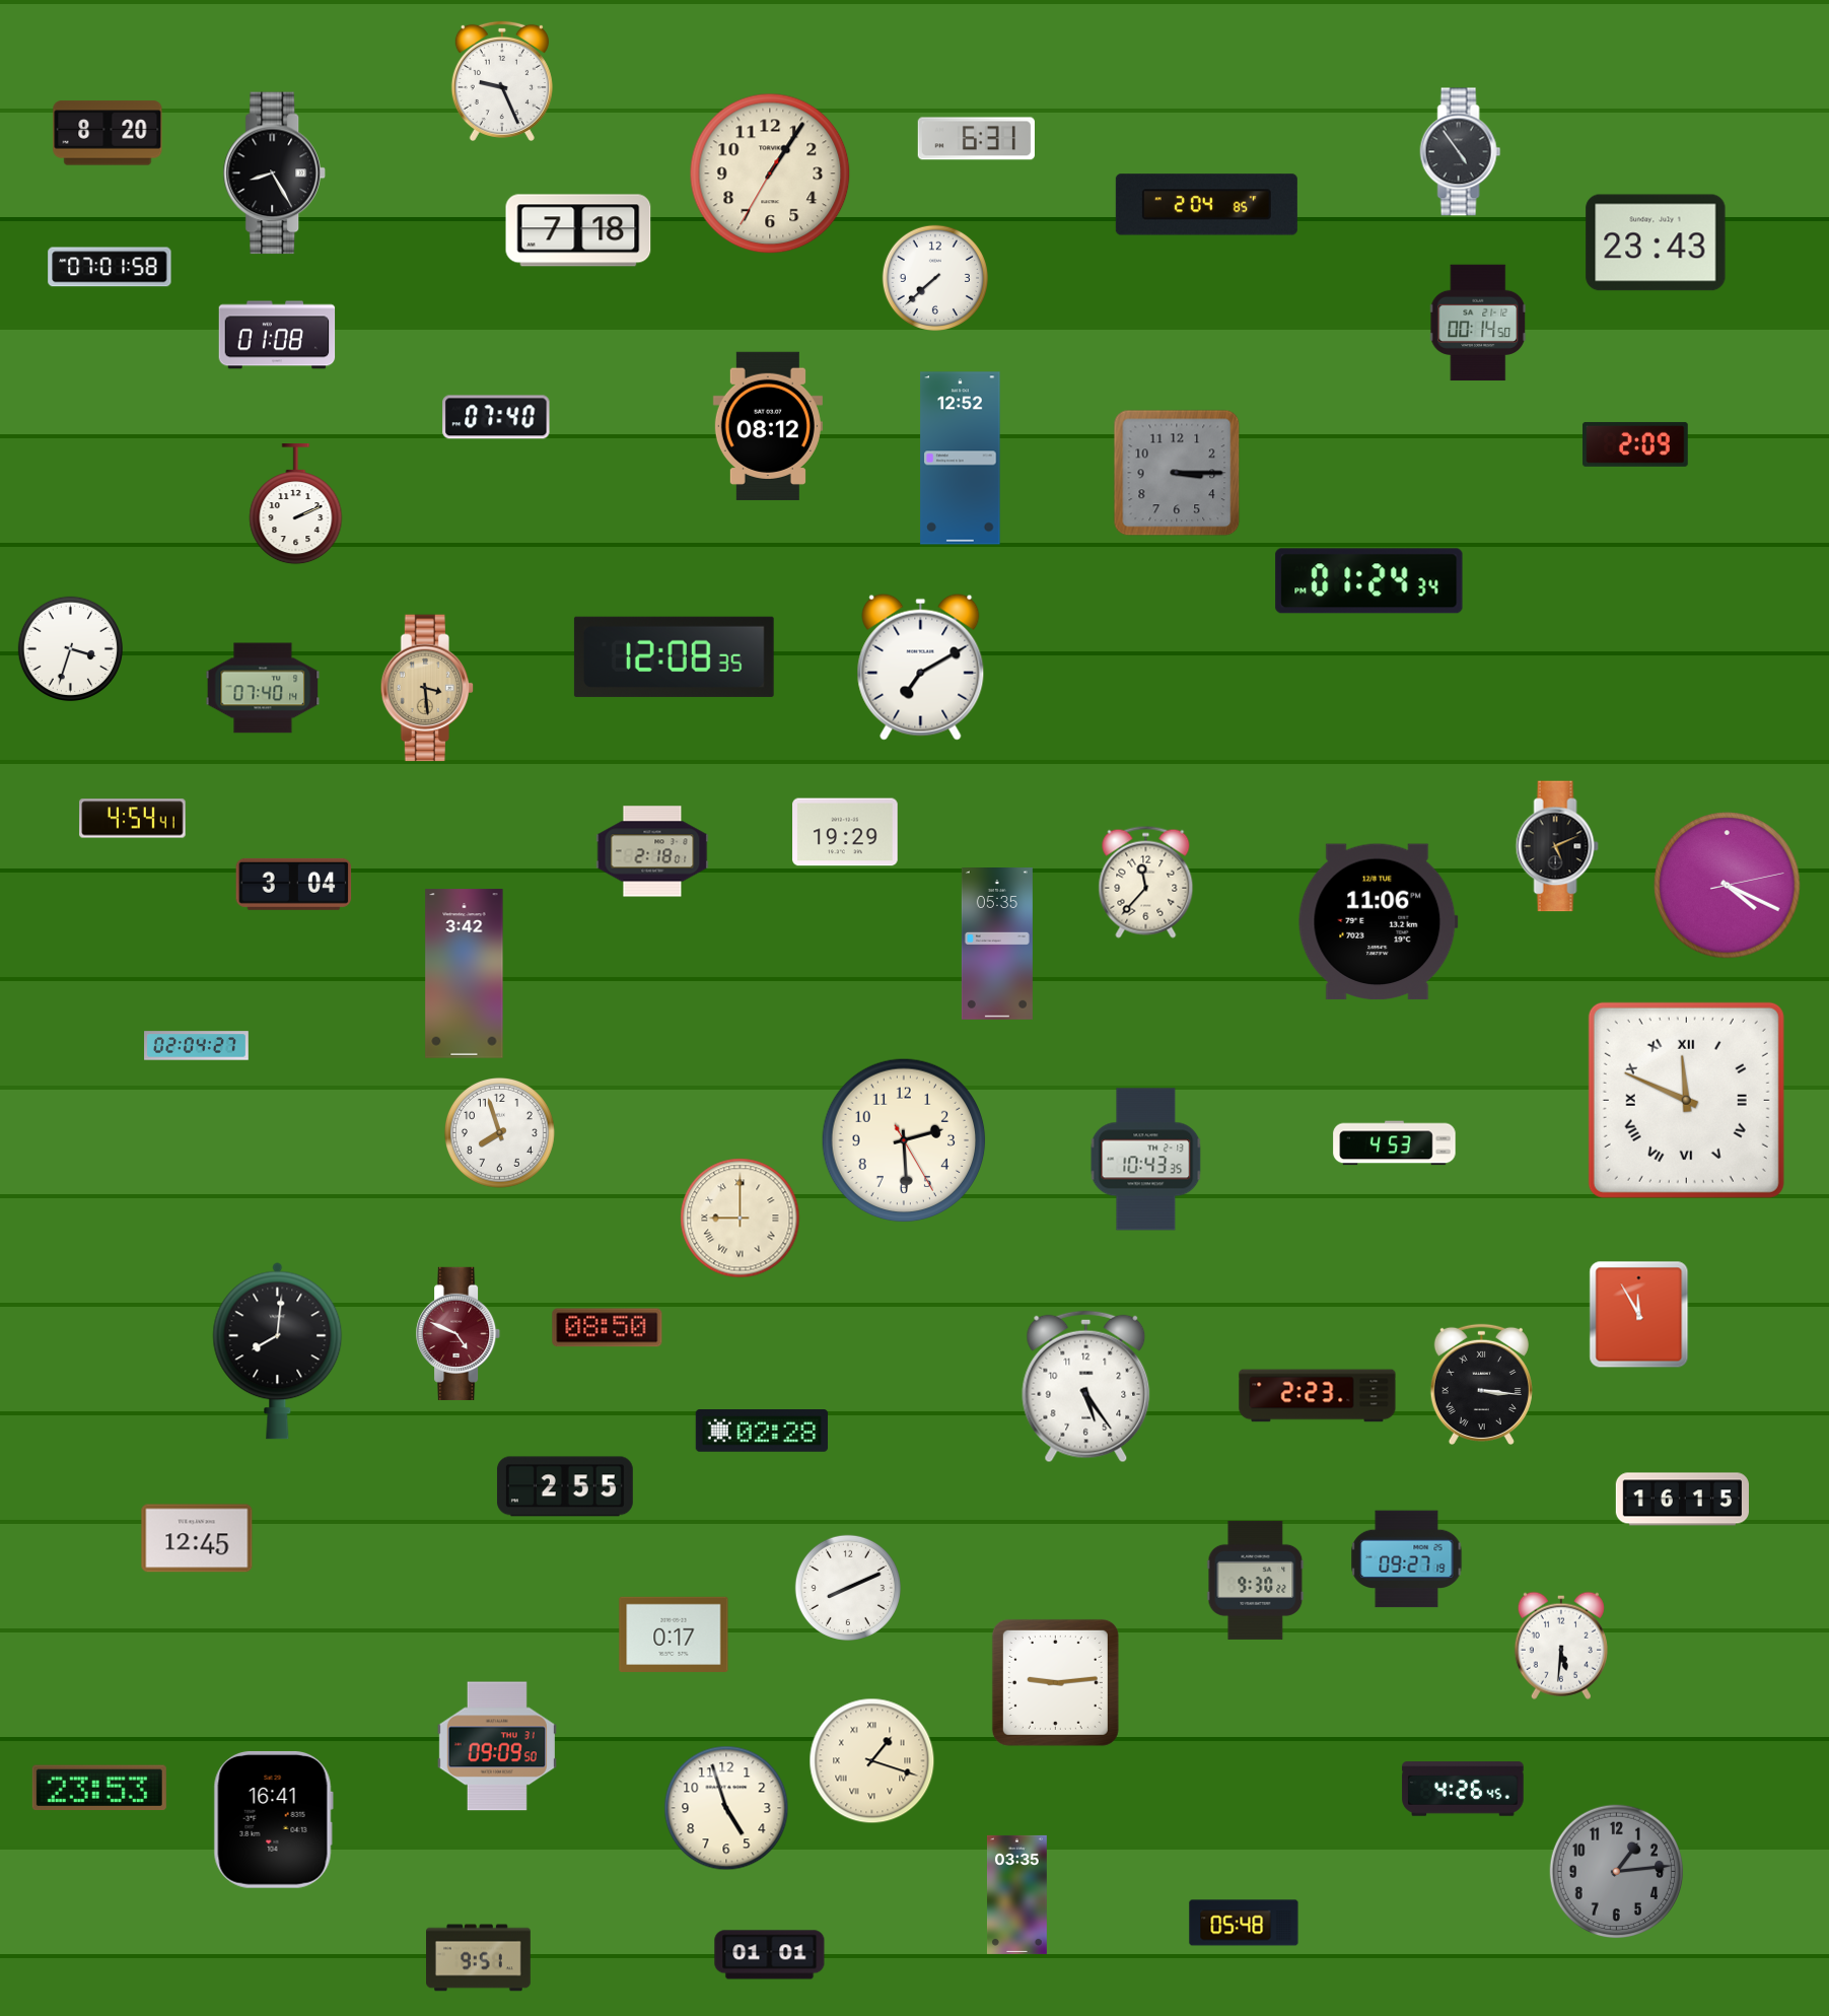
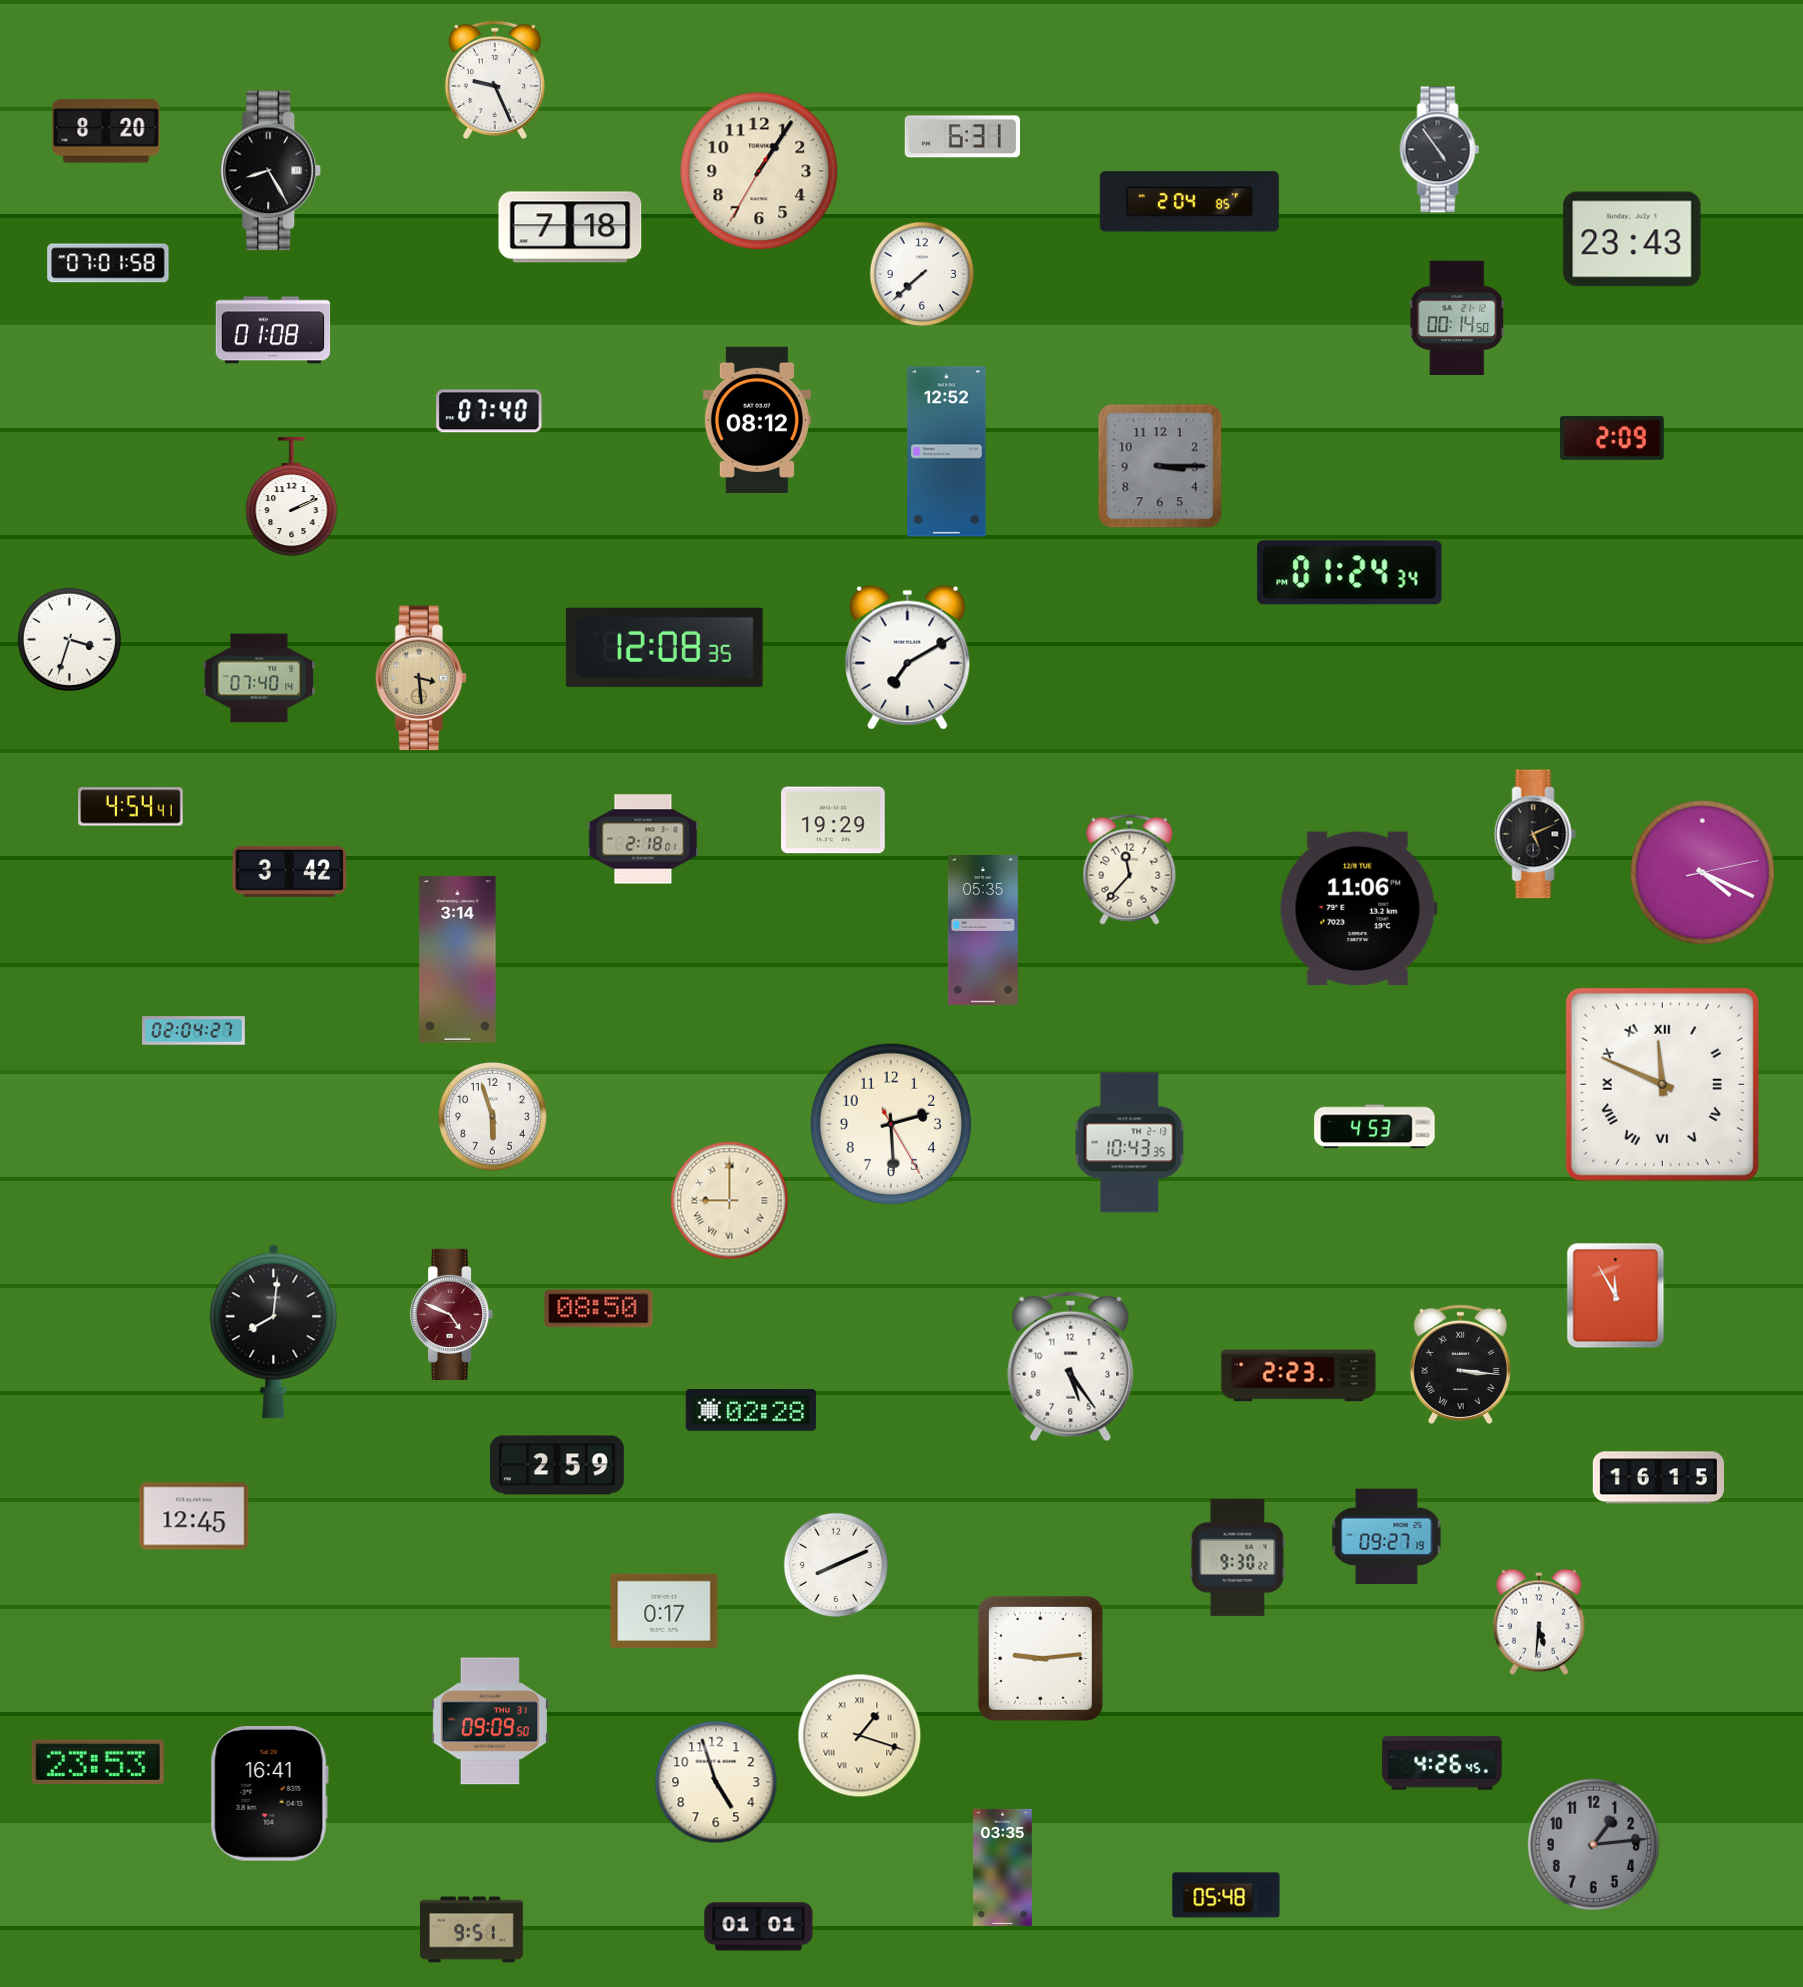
clock at (294, 884): 3:04 -> 3:42
clock at (465, 974): 3:42 -> 3:14
clock at (499, 1132): 7:57 -> 5:57
clock at (565, 1486): 2:55 -> 2:59
